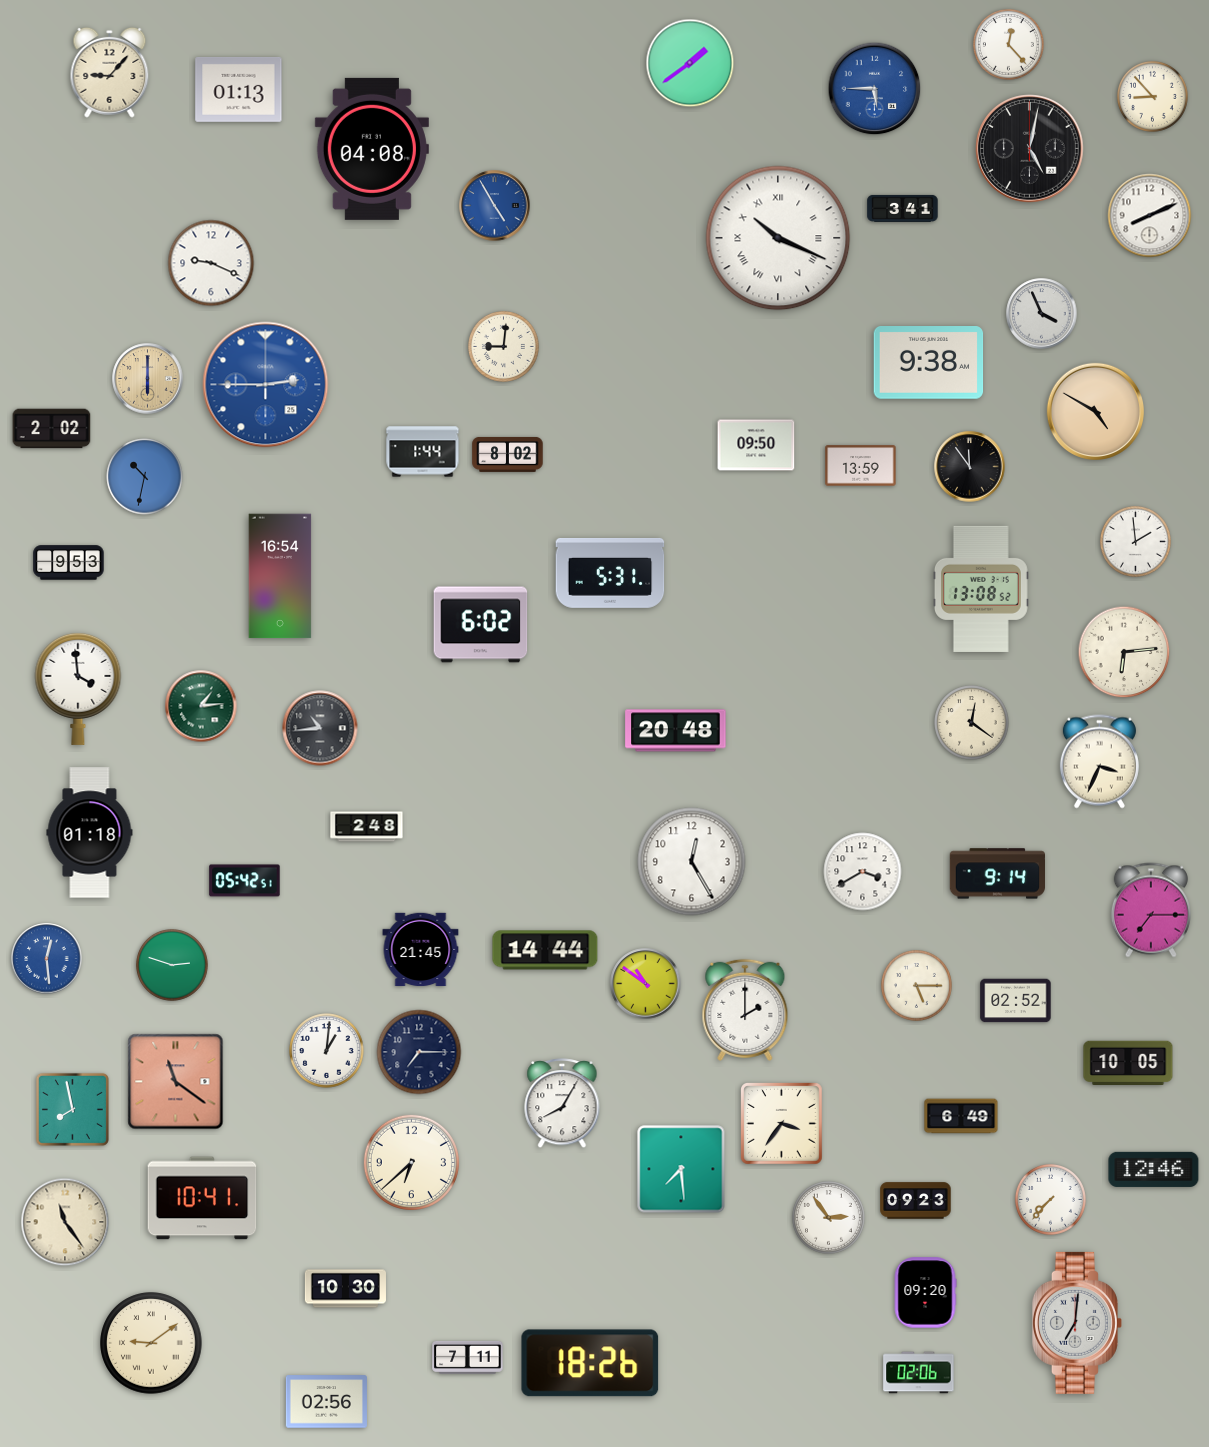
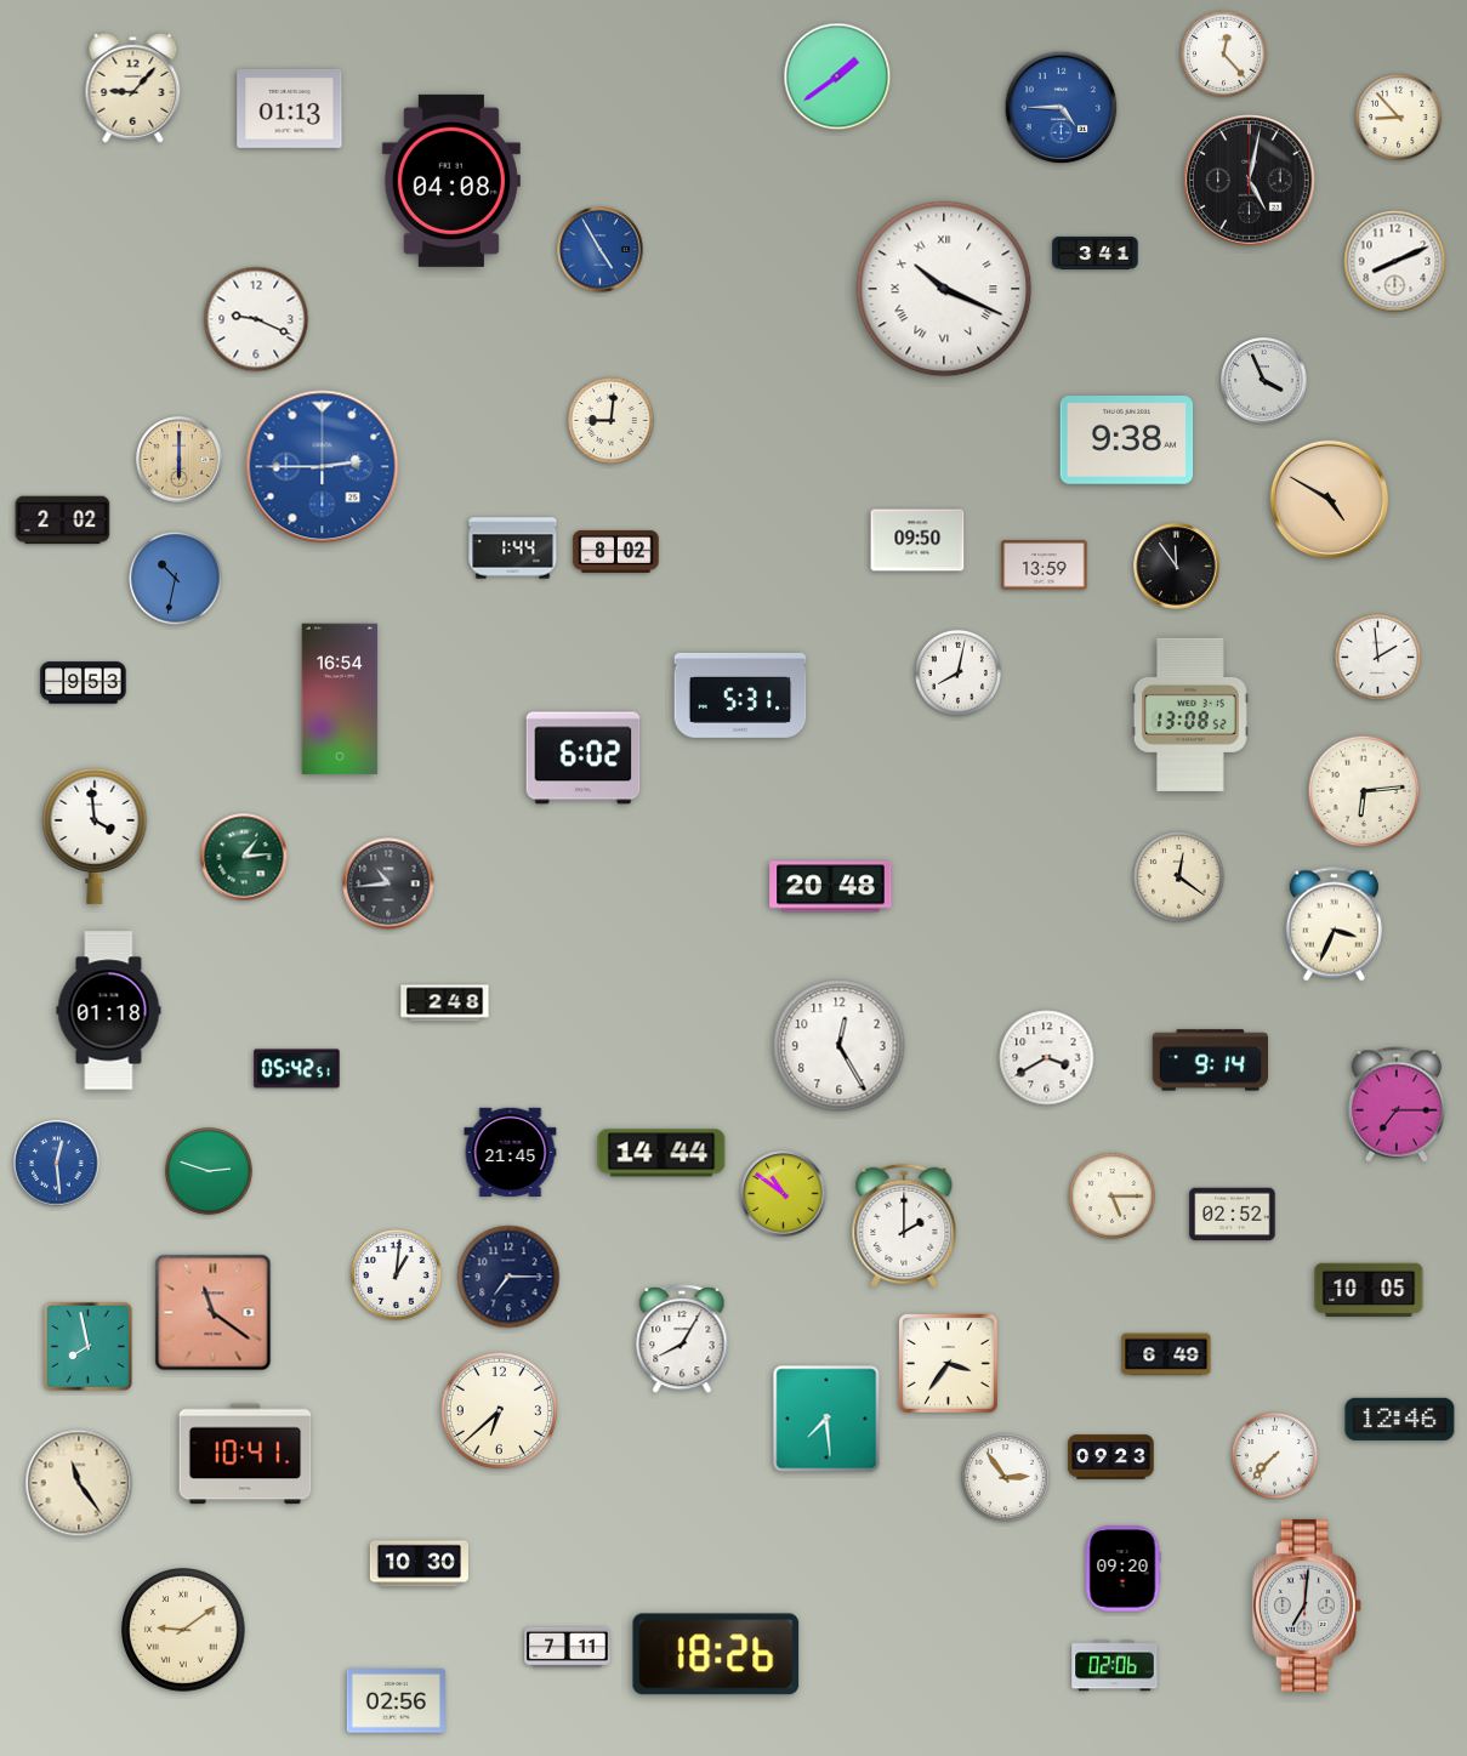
clock at (875, 89): 5:45 -> 4:45
clock at (957, 672): none -> 8:02
clock at (676, 731) position: (676, 731) -> (831, 887)
